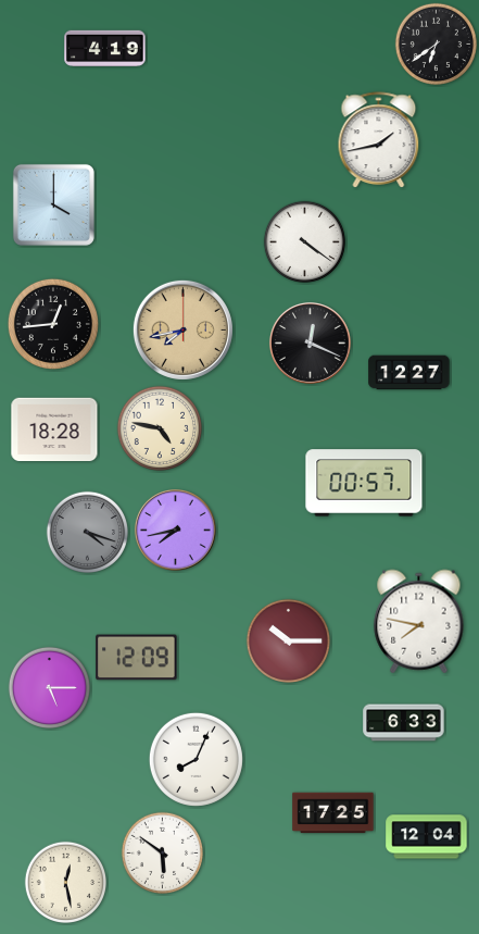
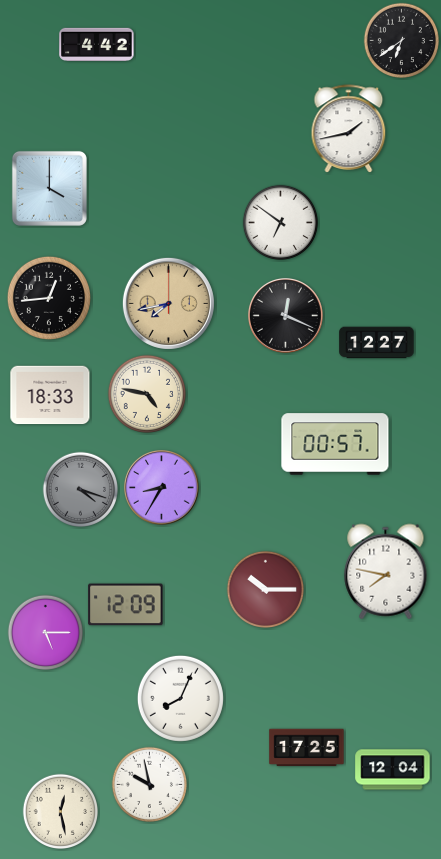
clock at (105, 48): 4:19 -> 4:42
clock at (304, 241): 4:21 -> 6:51
clock at (54, 429): 18:28 -> 18:33
clock at (176, 531): 7:43 -> 8:35
clock at (404, 723): 6:33 -> none
clock at (162, 852): 5:51 -> 9:58
